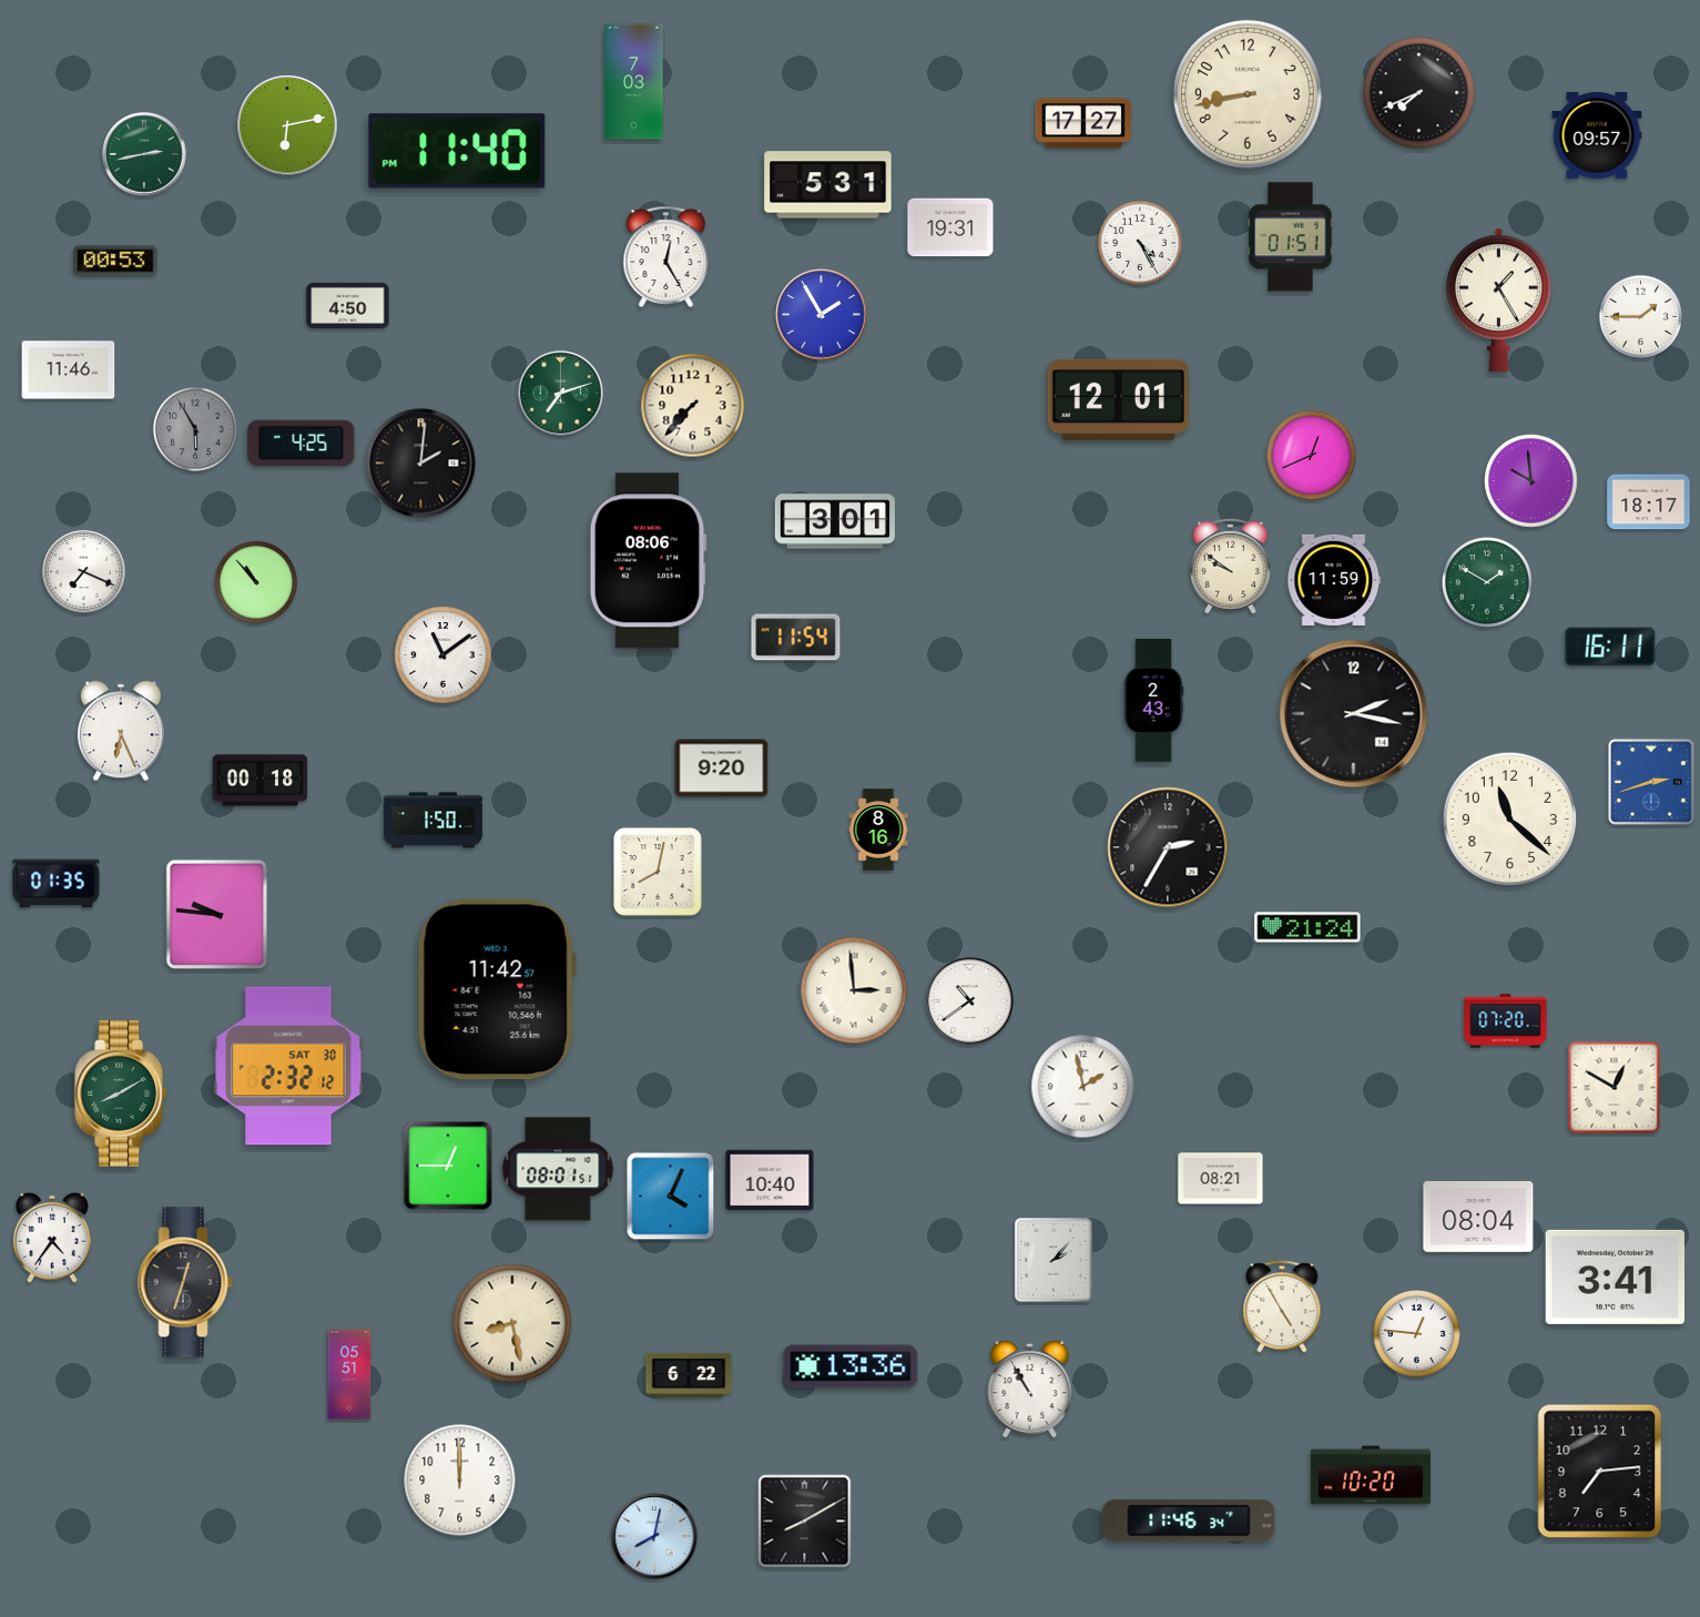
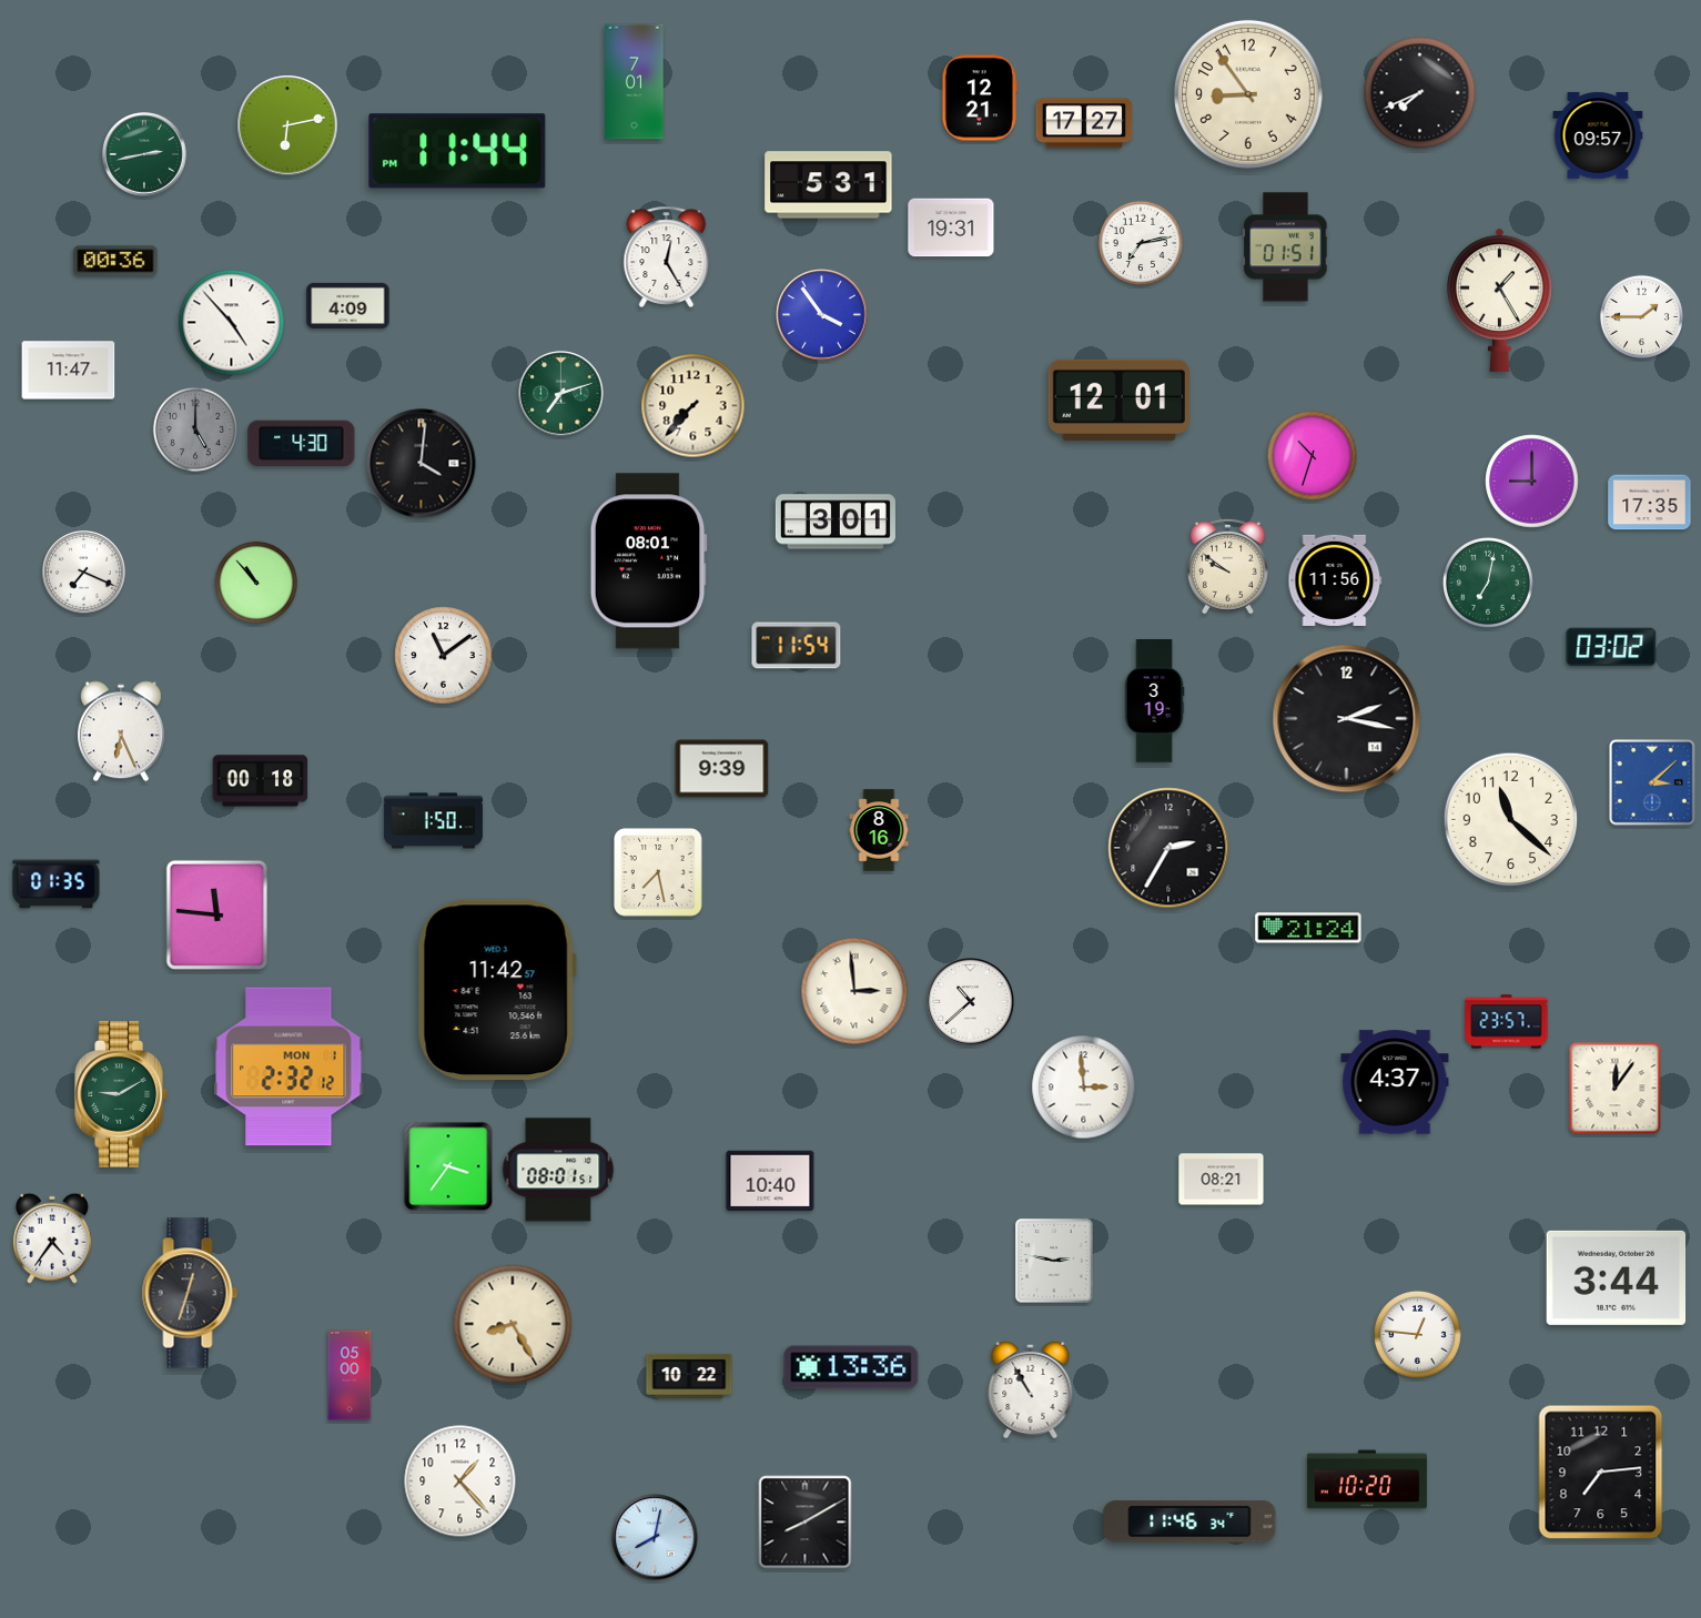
clock at (634, 82): 7:03 -> 7:01
clock at (1248, 94): 8:43 -> 8:54
clock at (980, 98): none -> 12:21
clock at (457, 151): 11:40 -> 11:44
clock at (1291, 237) position: (1291, 237) -> (1286, 247)
clock at (1140, 243): 4:25 -> 7:13
clock at (115, 261): 00:53 -> 00:36
clock at (348, 305): 4:50 -> 4:09
clock at (822, 315): 1:55 -> 3:54
clock at (232, 323): none -> 4:53
clock at (69, 370): 11:46 -> 11:47
clock at (195, 429): 5:55 -> 5:00
clock at (302, 444): 4:25 -> 4:30
clock at (1311, 455): 12:41 -> 10:33
clock at (421, 464): 2:01 -> 4:01
clock at (1531, 481): 9:59 -> 9:00
clock at (1649, 502): 18:17 -> 17:35
clock at (648, 561): 08:06 -> 08:01
clock at (1230, 566) position: (1230, 566) -> (1227, 566)
clock at (1334, 580): 11:59 -> 11:56
clock at (1487, 582): 1:50 -> 7:02
clock at (796, 638) position: (796, 638) -> (797, 646)
clock at (1610, 647): 16:11 -> 03:02
clock at (1153, 701): 2:43 -> 3:19
clock at (1354, 714) position: (1354, 714) -> (1347, 719)
clock at (722, 769): 9:20 -> 9:39
clock at (1652, 783): 2:42 -> 3:08
clock at (659, 873): 8:02 -> 7:28
clock at (216, 915): 9:46 -> 11:46
clock at (970, 1001): 10:39 -> 10:38
clock at (1506, 1021): 07:20 -> 23:57
clock at (288, 1066) date: SAT 30 -> MON 1
clock at (1395, 1082): none -> 4:37
clock at (1083, 1087): 1:58 -> 2:59
clock at (1615, 1088): 12:50 -> 12:06
clock at (121, 1094): 8:10 -> 9:10
clock at (448, 1166): 12:45 -> 3:36
clock at (671, 1197): 4:04 -> none
clock at (1478, 1217): 08:04 -> none
clock at (1053, 1260): 2:07 -> 2:47
clock at (1616, 1277): 3:41 -> 3:44
clock at (185, 1282) position: (185, 1282) -> (190, 1293)
clock at (1282, 1306): 4:55 -> none
clock at (512, 1323): 8:28 -> 8:25
clock at (349, 1374): 05:51 -> 05:00
clock at (689, 1375): 6:22 -> 10:22
clock at (1371, 1475) position: (1371, 1475) -> (1367, 1479)
clock at (460, 1481): 12:00 -> 1:23
